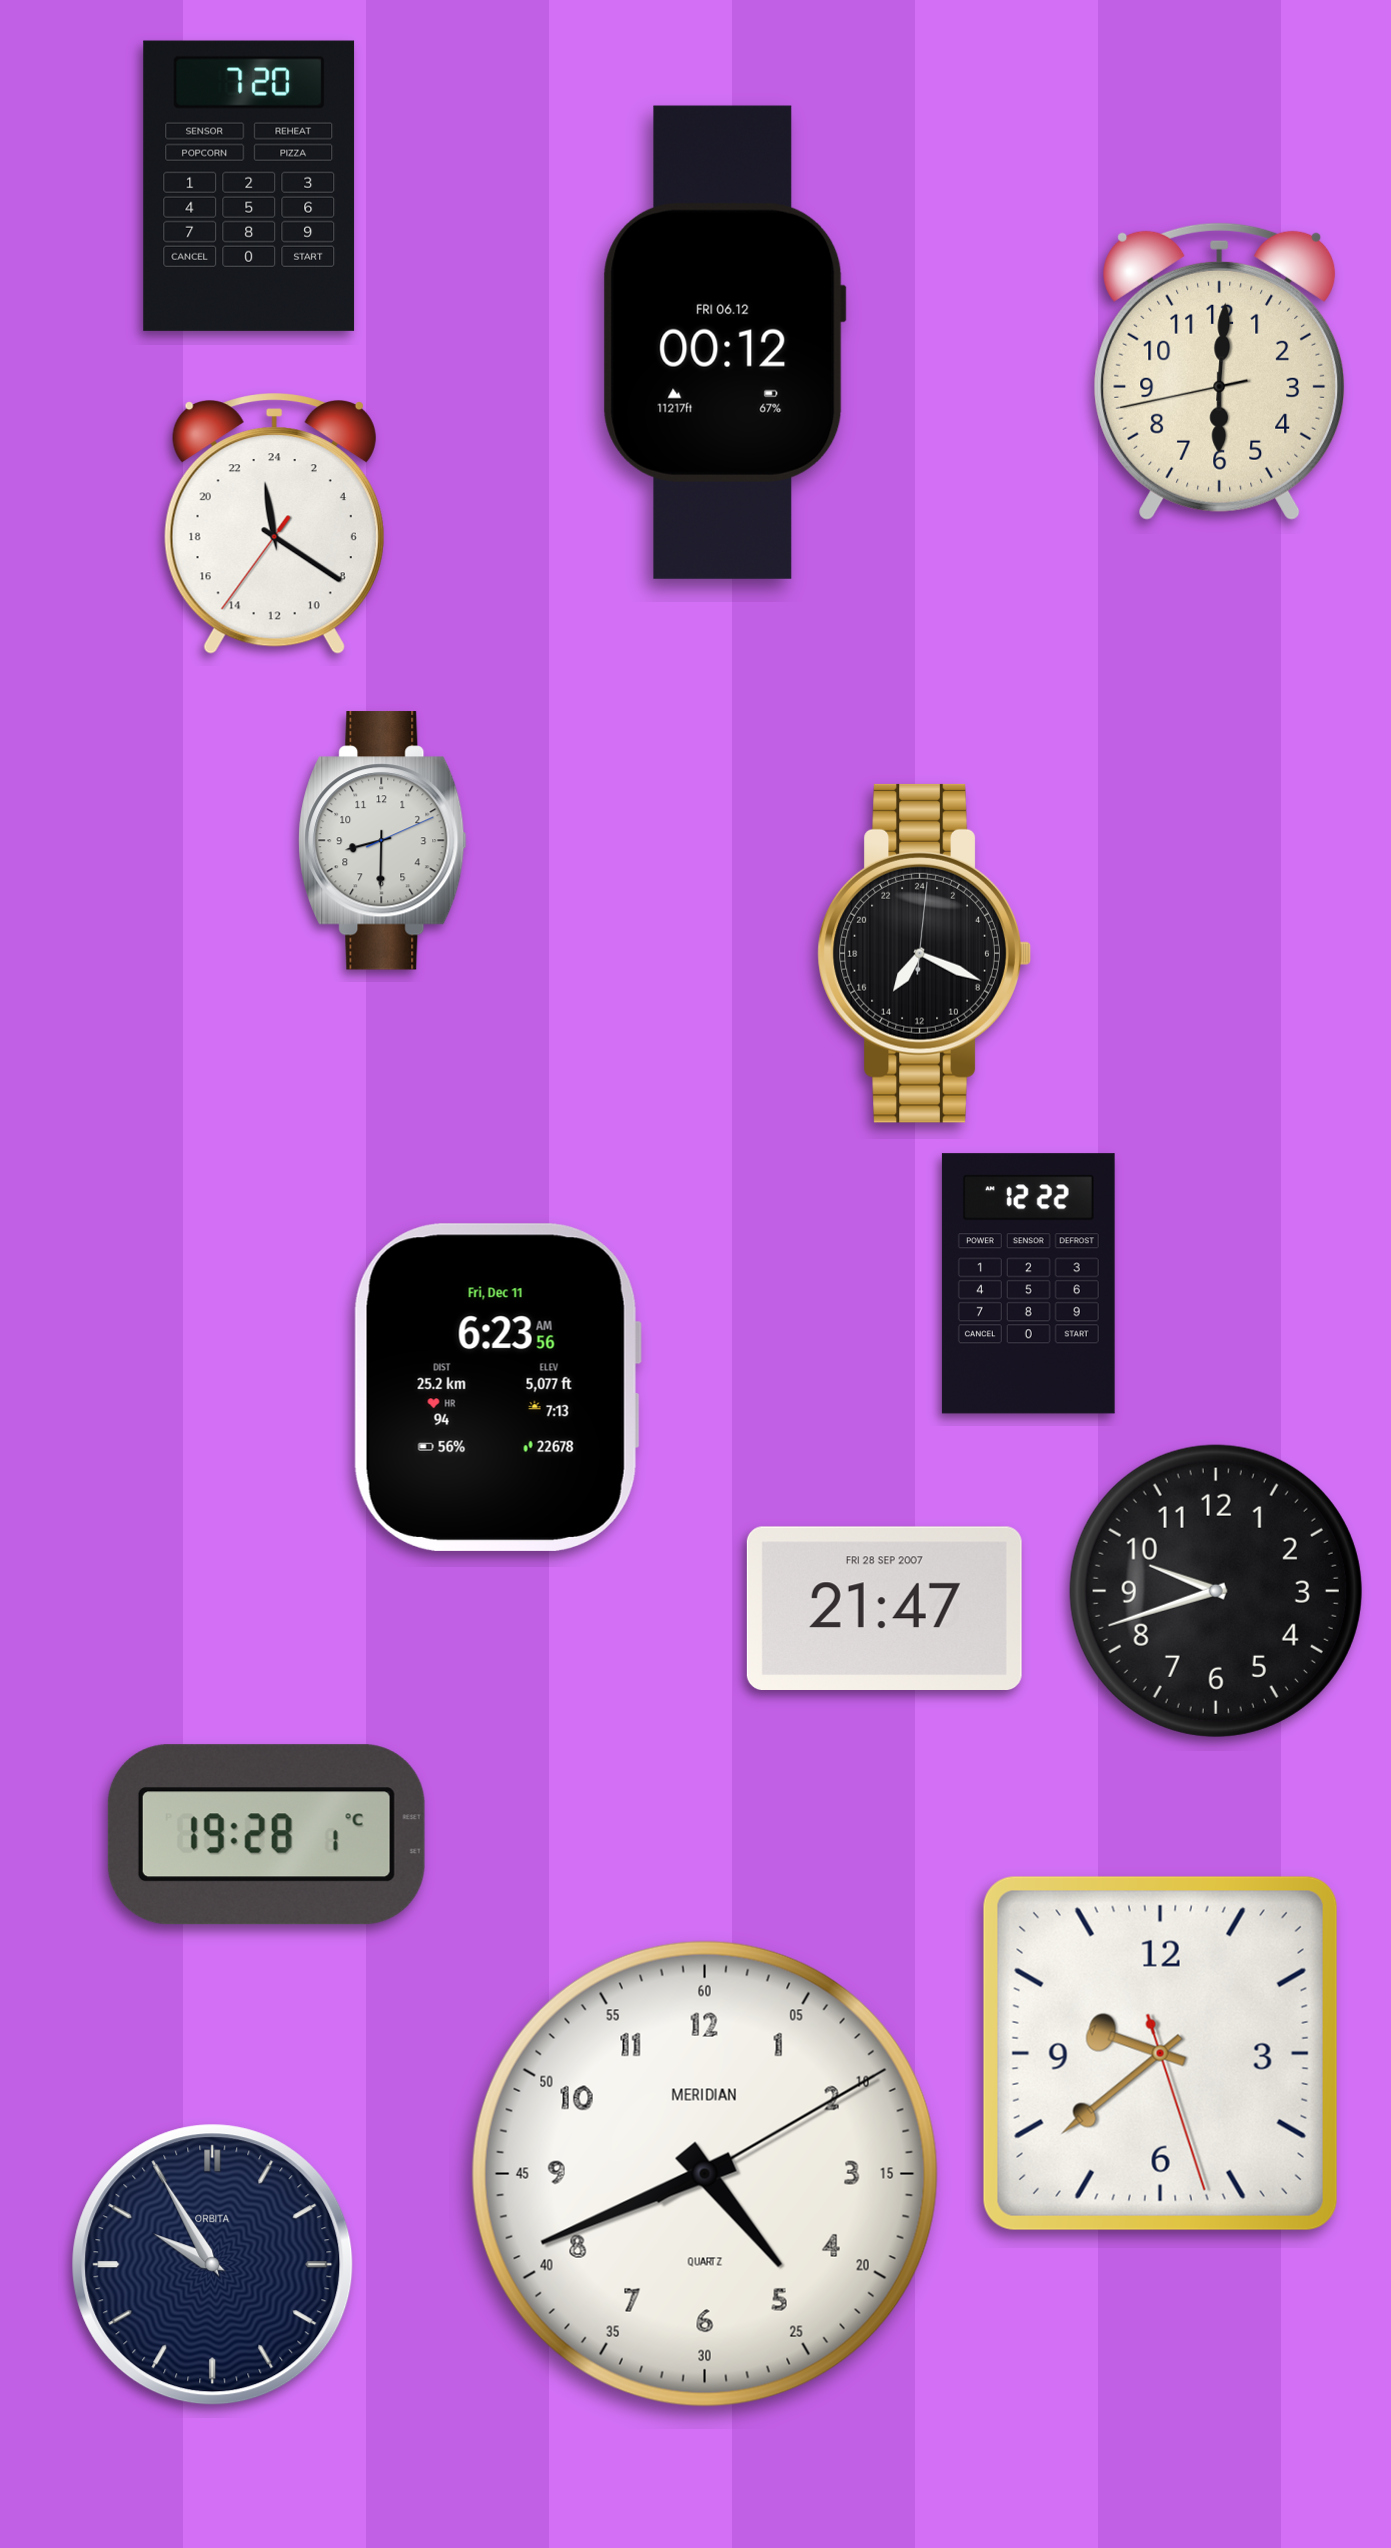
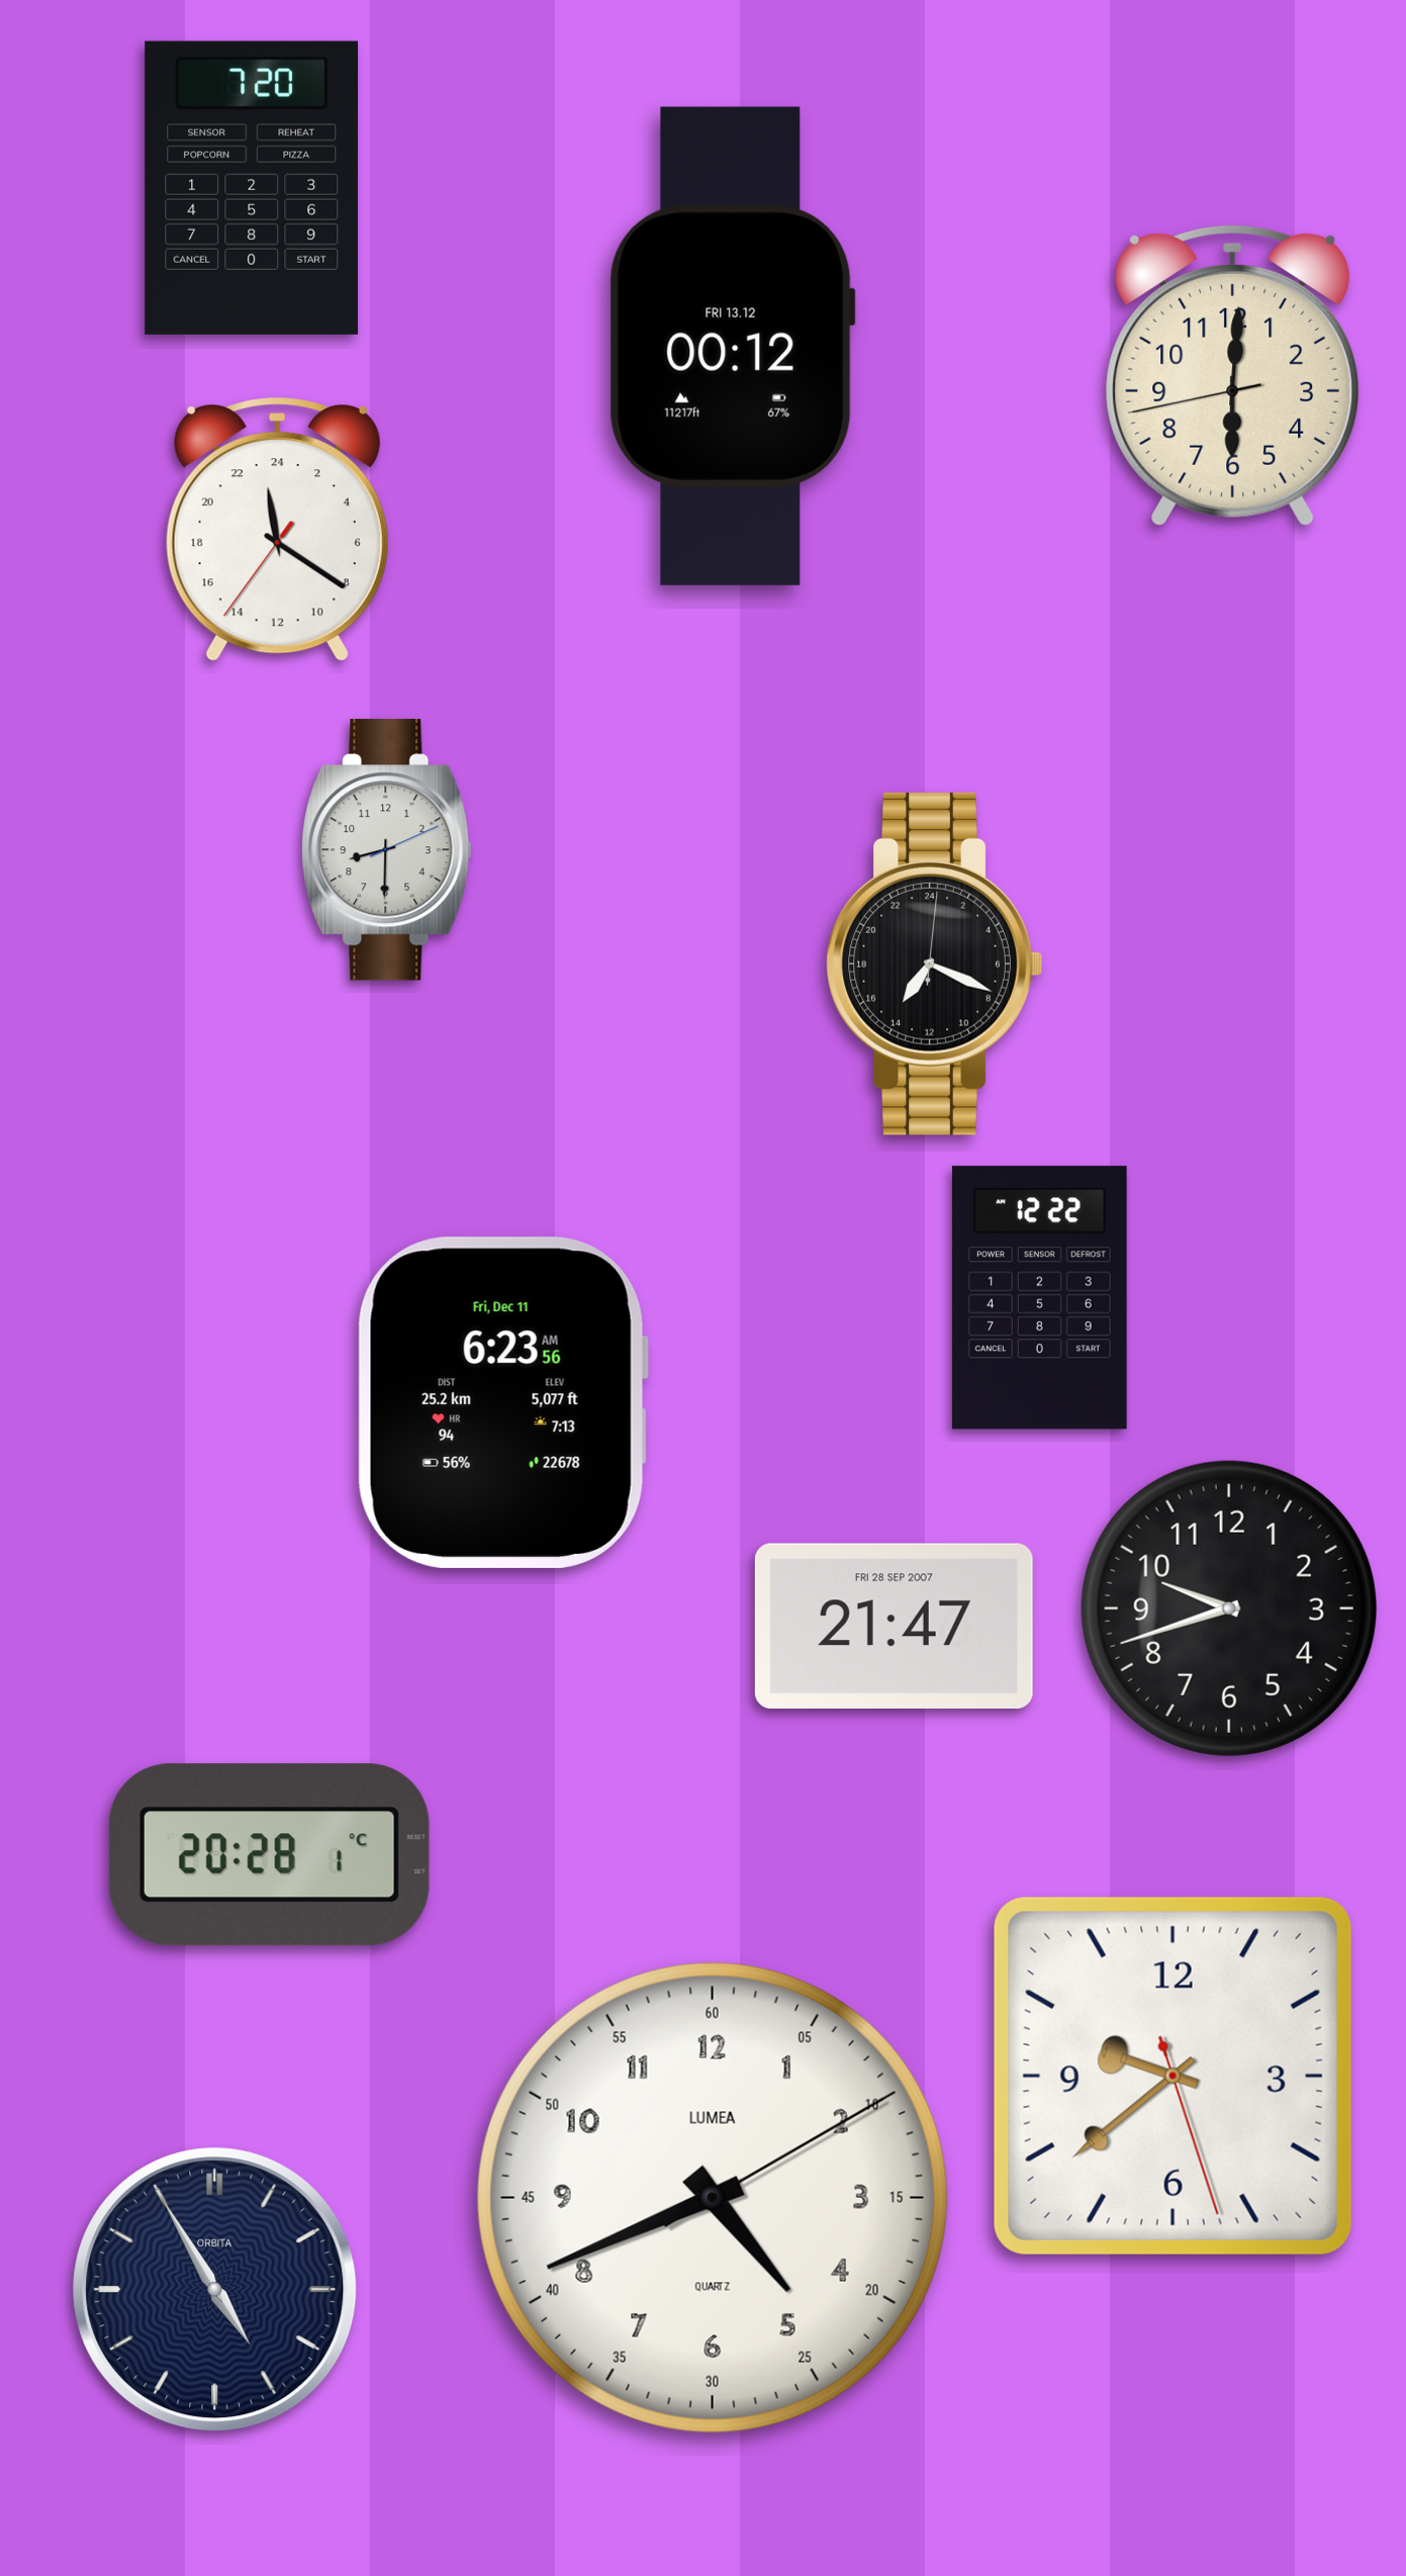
clock at (724, 342) date: FRI 06.12 -> FRI 13.12
clock at (266, 1835): 19:28 -> 20:28
clock at (705, 2174) brand: MERIDIAN -> LUMEA
clock at (213, 2265): 9:55 -> 4:55
